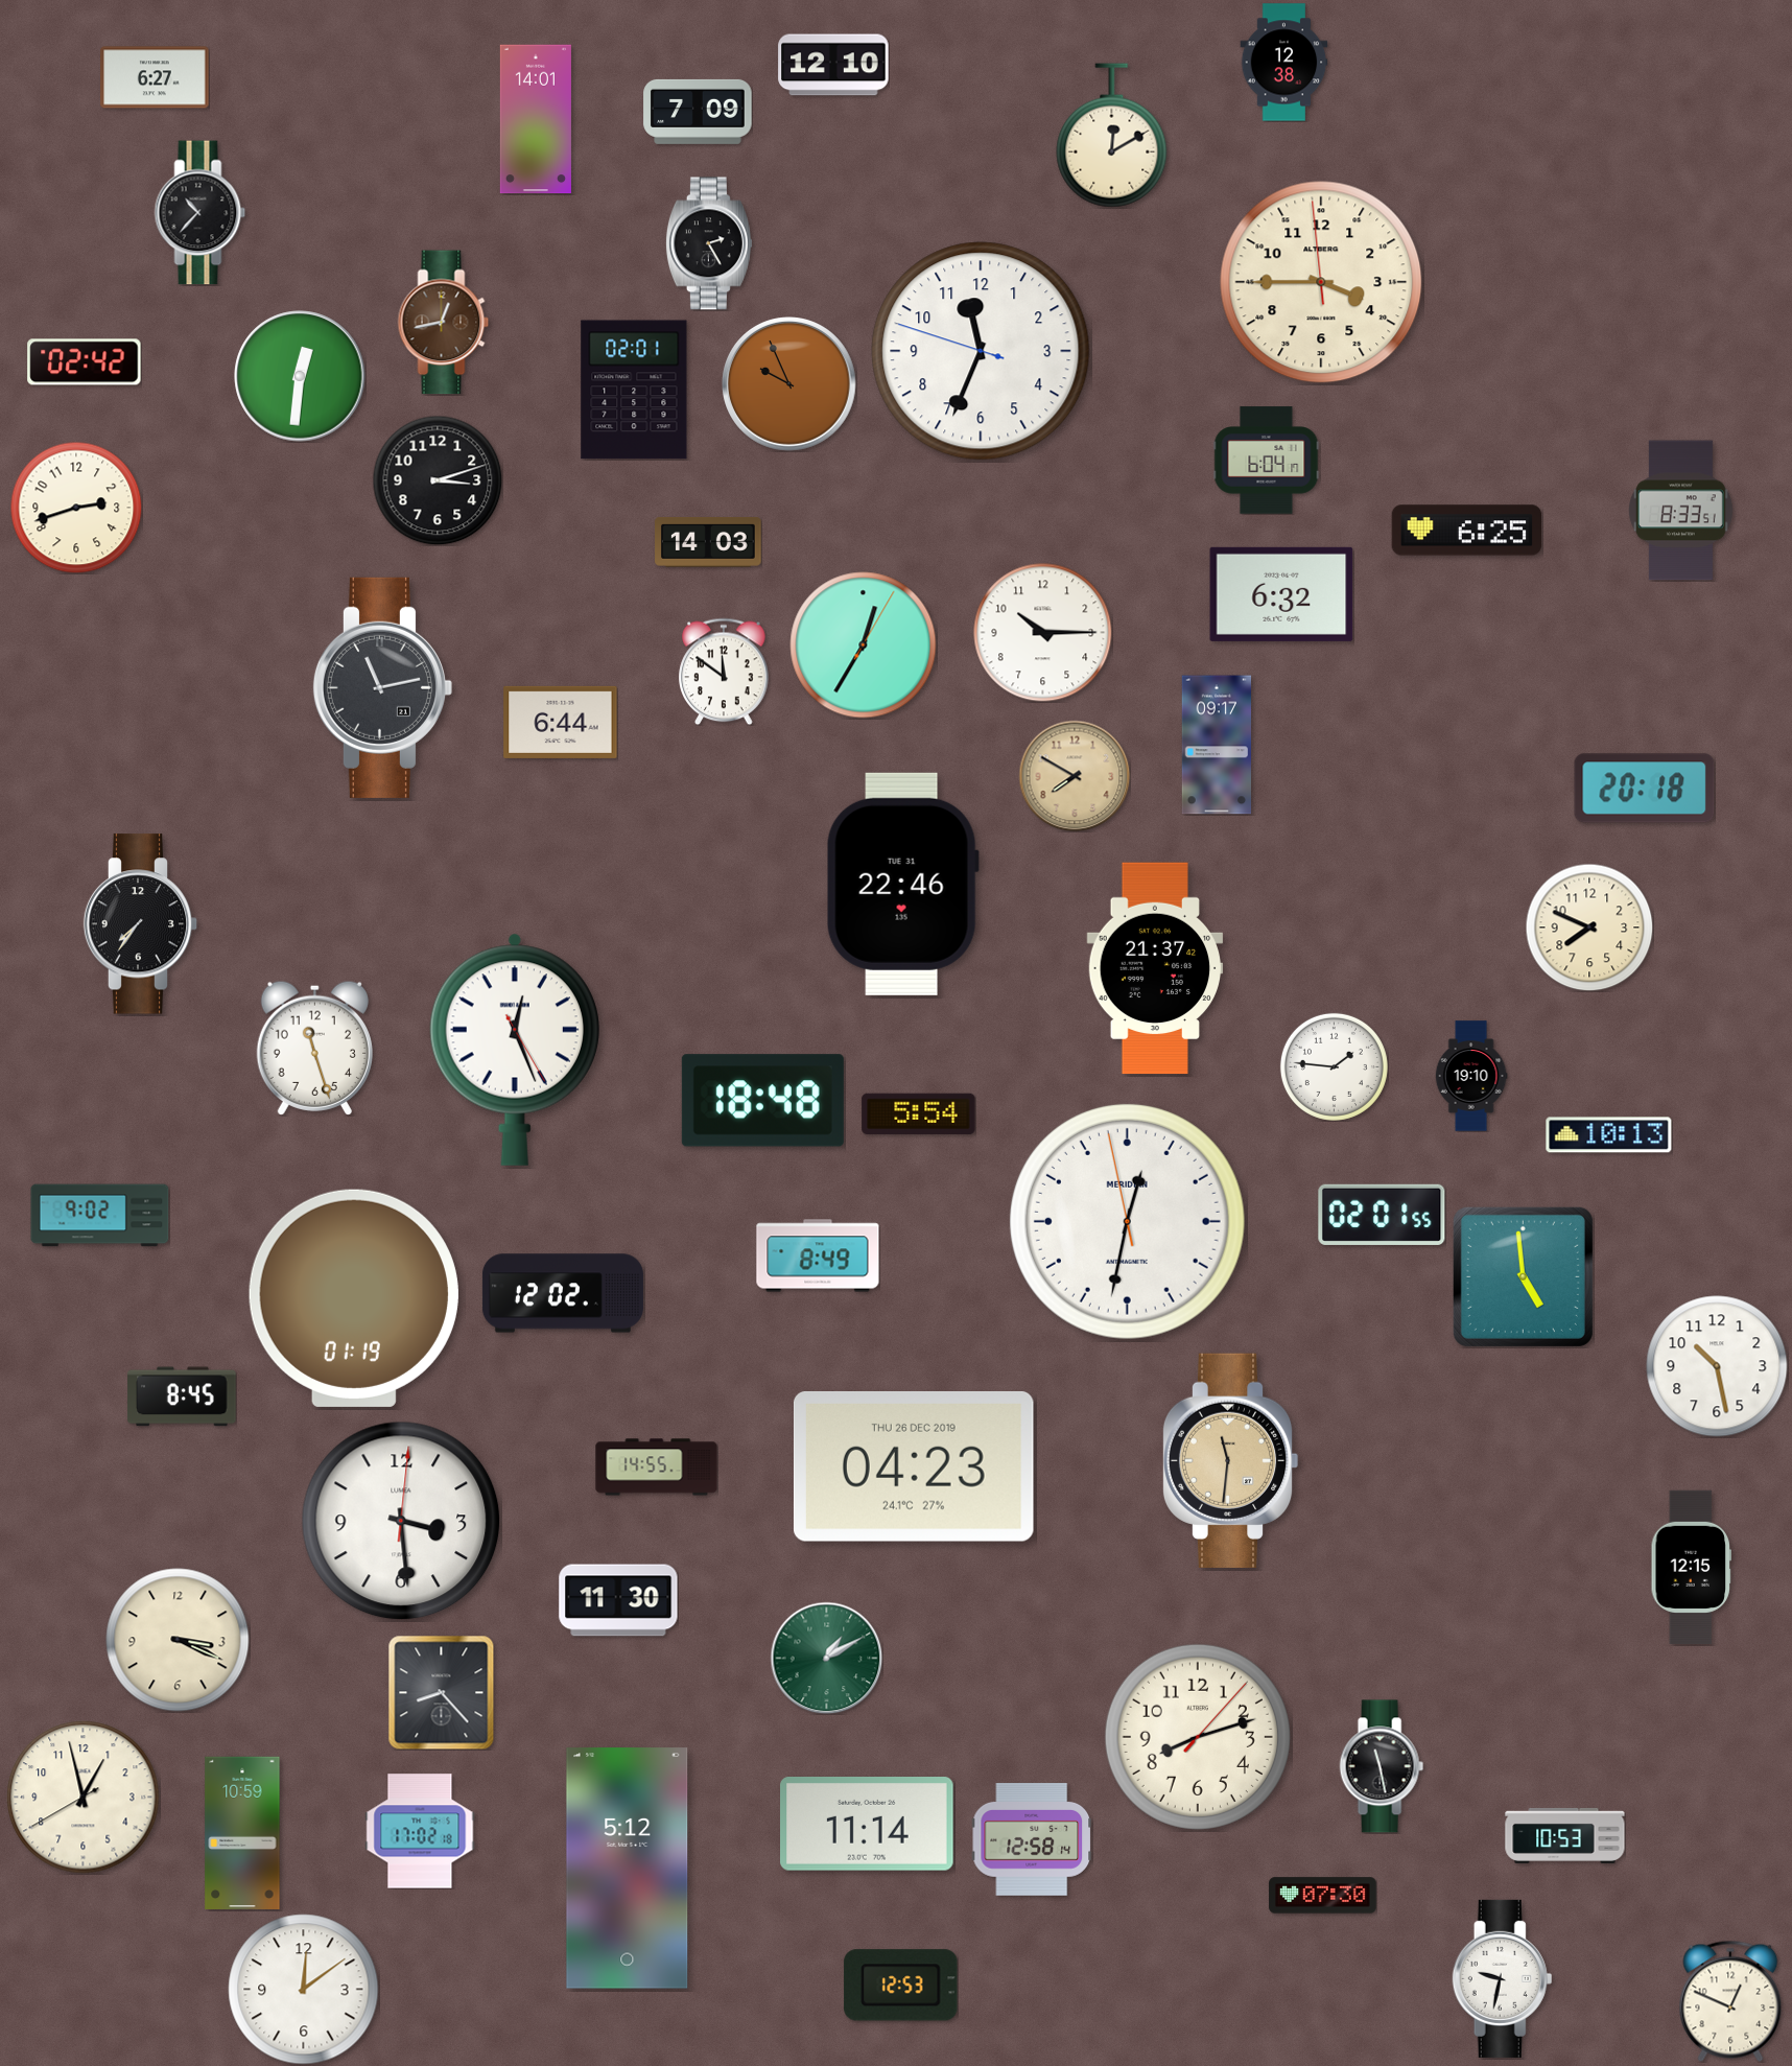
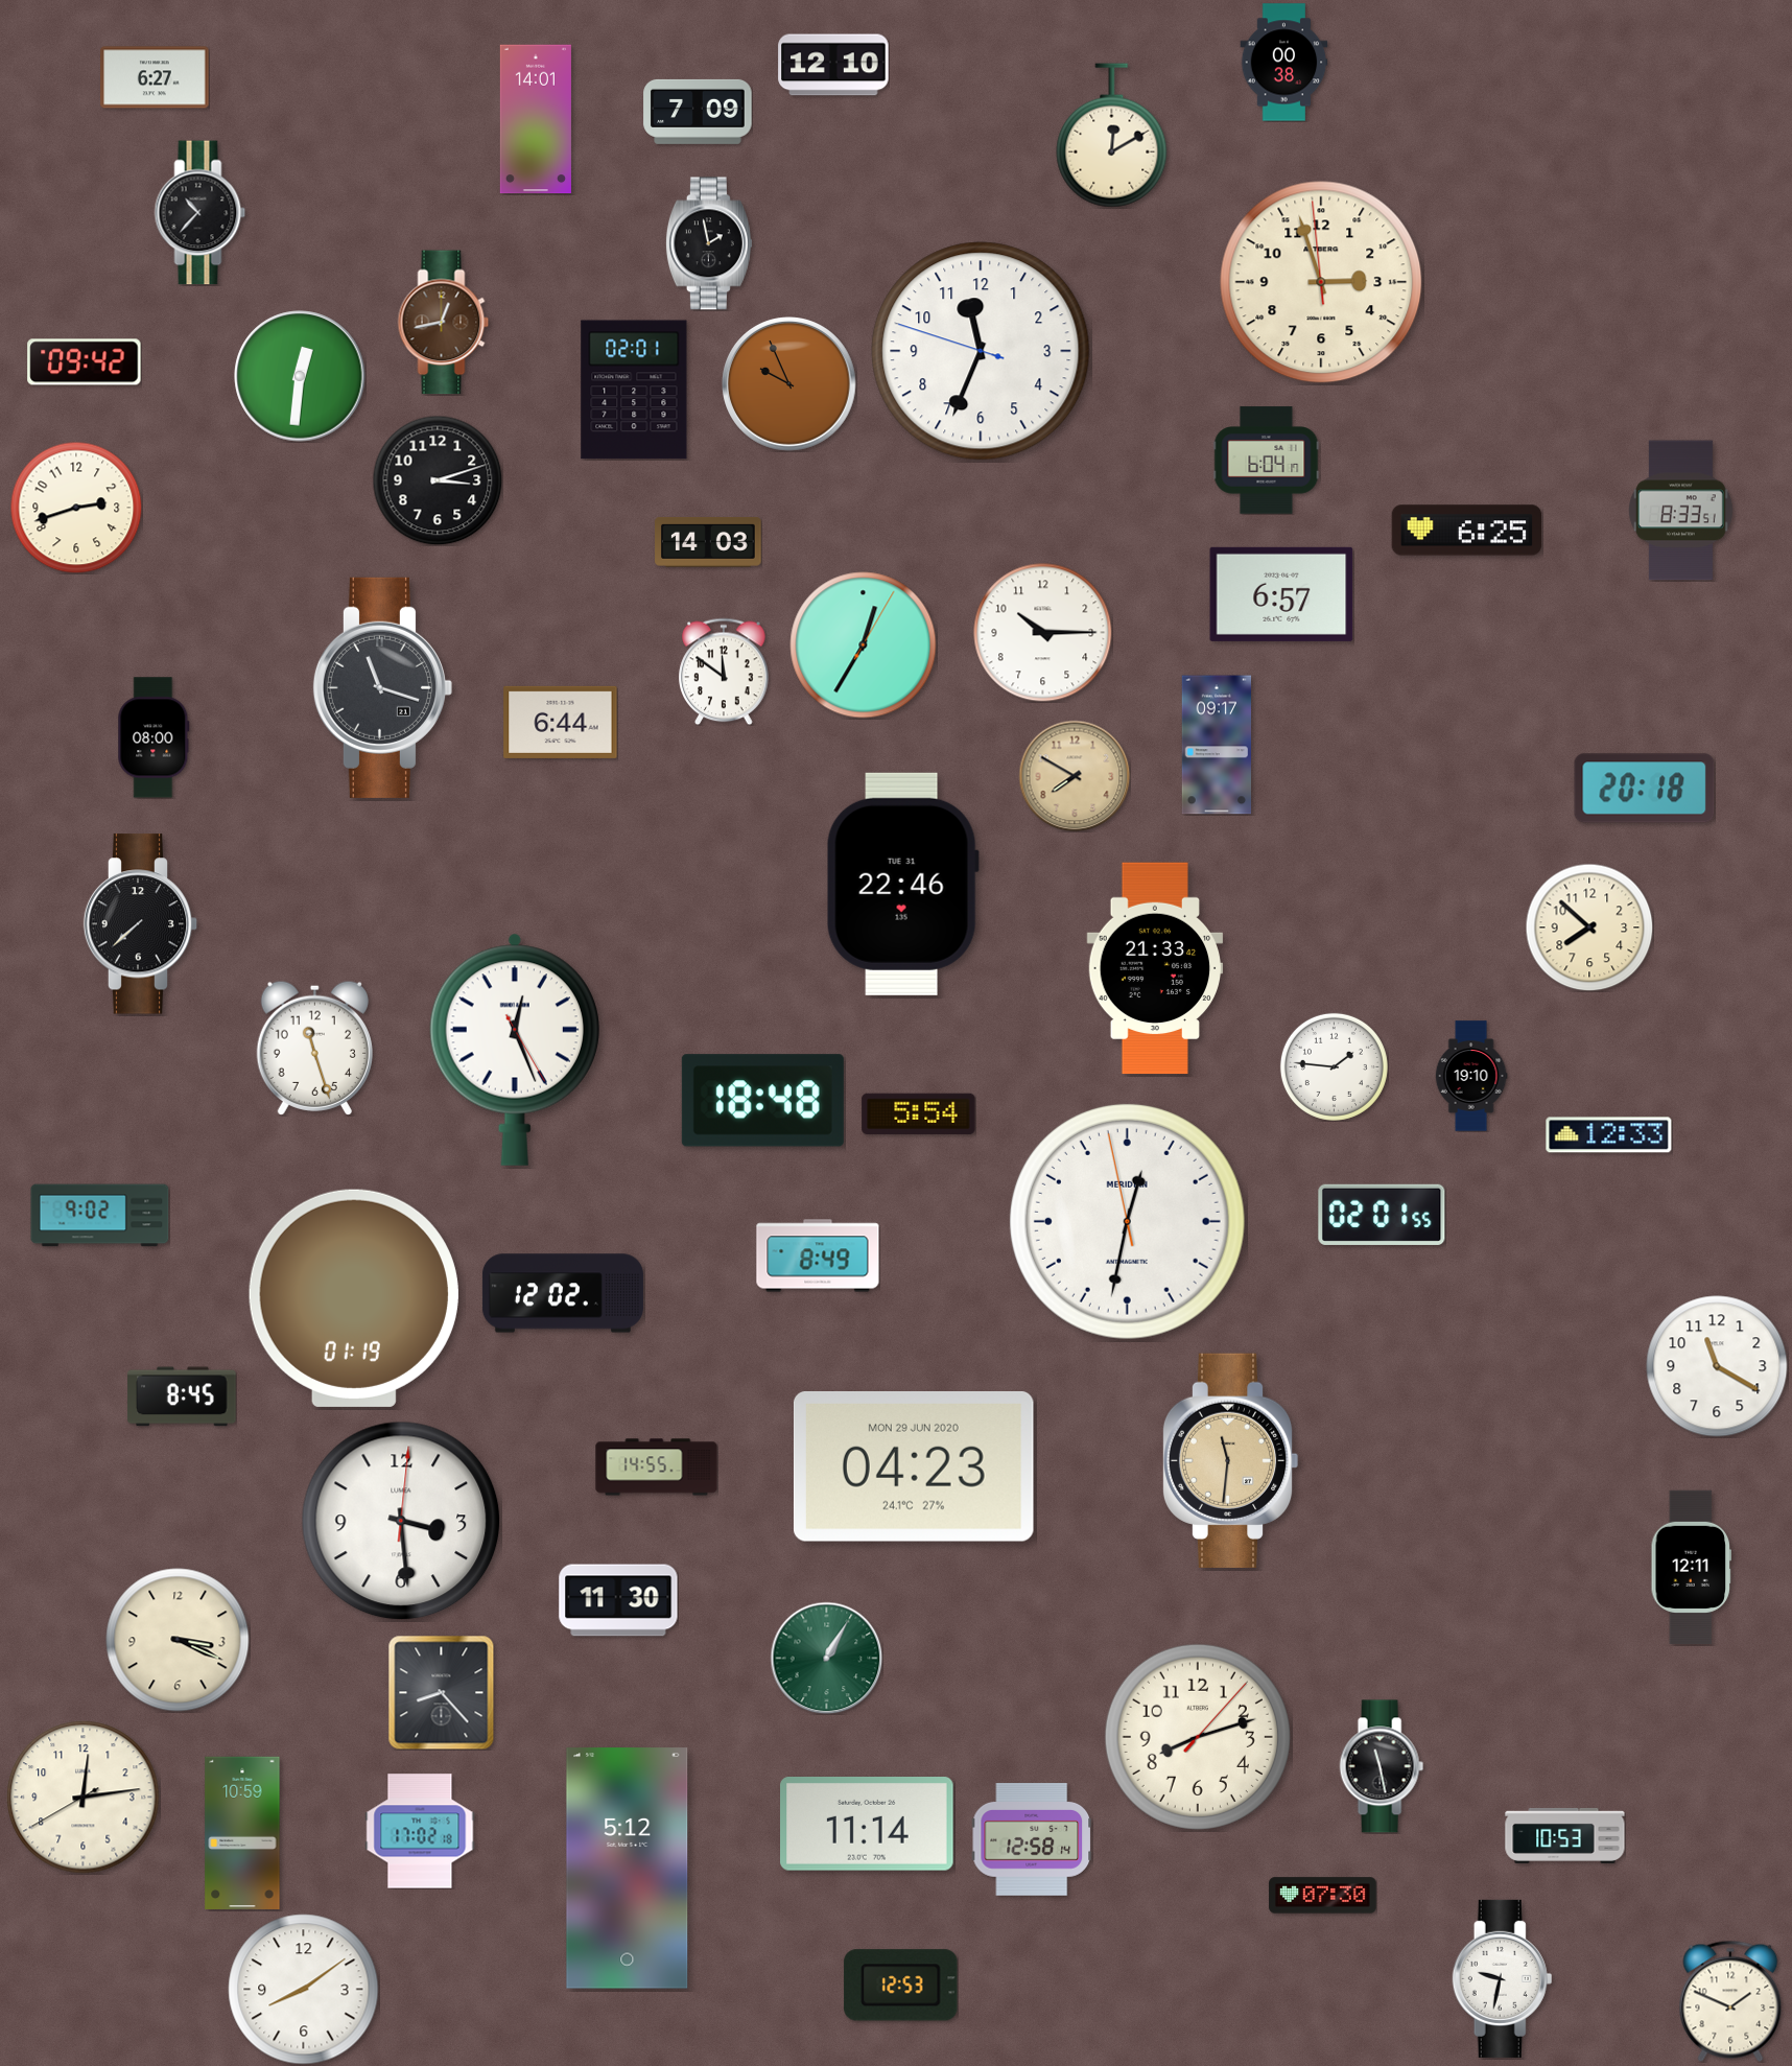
clock at (1284, 63): 12:38 -> 00:38
clock at (709, 243): 2:25 -> 1:58
clock at (1321, 282): 3:44 -> 2:56
clock at (85, 362): 02:42 -> 09:42
clock at (1281, 594): 6:32 -> 6:57
clock at (382, 687): 11:13 -> 11:18
clock at (154, 737): none -> 08:00
clock at (141, 924): 7:36 -> 7:38
clock at (1589, 928): 7:49 -> 7:52
clock at (1155, 968): 21:37 -> 21:33
clock at (1609, 1135): 10:13 -> 12:33
clock at (1523, 1276): 4:59 -> none
clock at (1717, 1366): 10:28 -> 11:20
clock at (914, 1466) date: THU 26 DEC 2019 -> MON 29 JUN 2020
clock at (1691, 1567): 12:15 -> 12:11
clock at (826, 1658): 1:10 -> 1:05
clock at (84, 1798): 12:57 -> 12:13
clock at (304, 1990): 12:09 -> 8:09
clock at (1730, 2001): 12:49 -> 1:49
